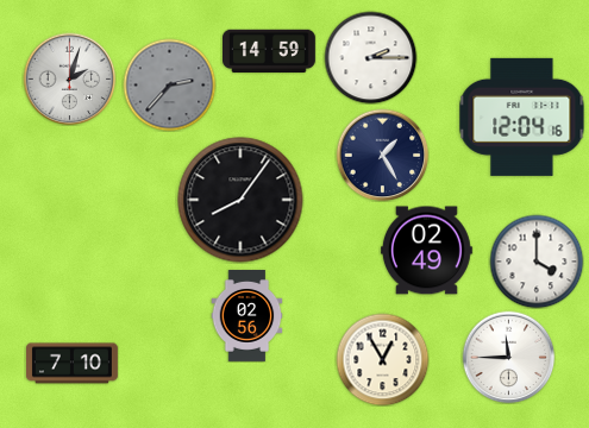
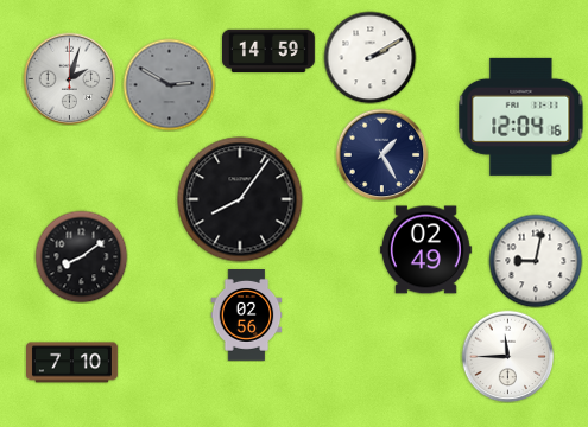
clock at (370, 57): 2:15 -> 2:10
clock at (169, 84): 2:37 -> 2:50
clock at (81, 256): none -> 8:09
clock at (537, 262): 4:00 -> 9:02
clock at (382, 359): 12:55 -> none
